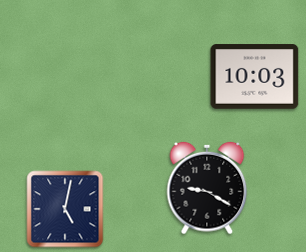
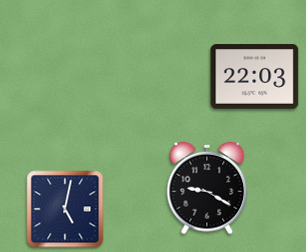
clock at (255, 77): 10:03 -> 22:03
